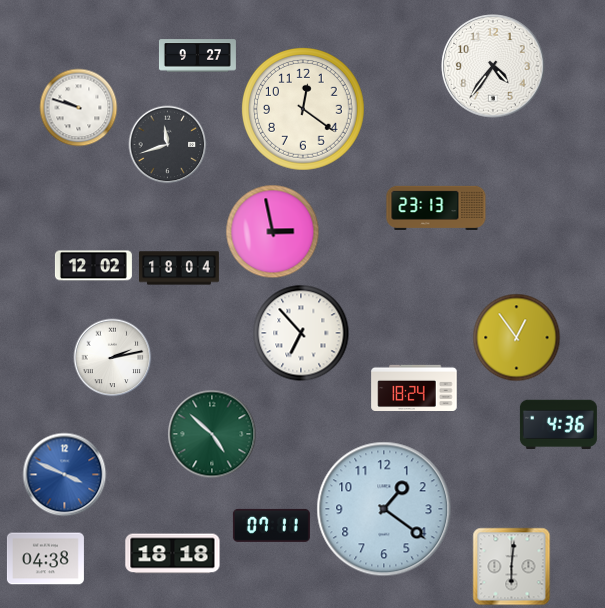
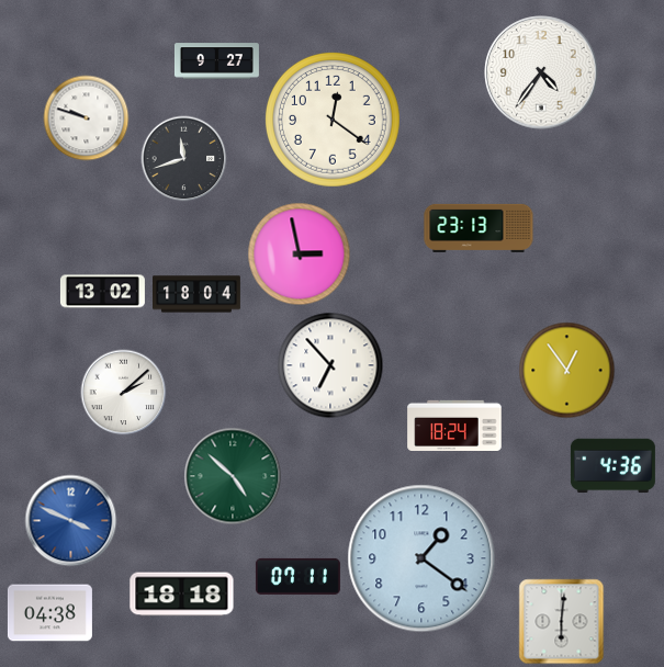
clock at (93, 266): 12:02 -> 13:02
clock at (112, 357): 2:13 -> 2:08
clock at (173, 554) position: (173, 554) -> (182, 595)
